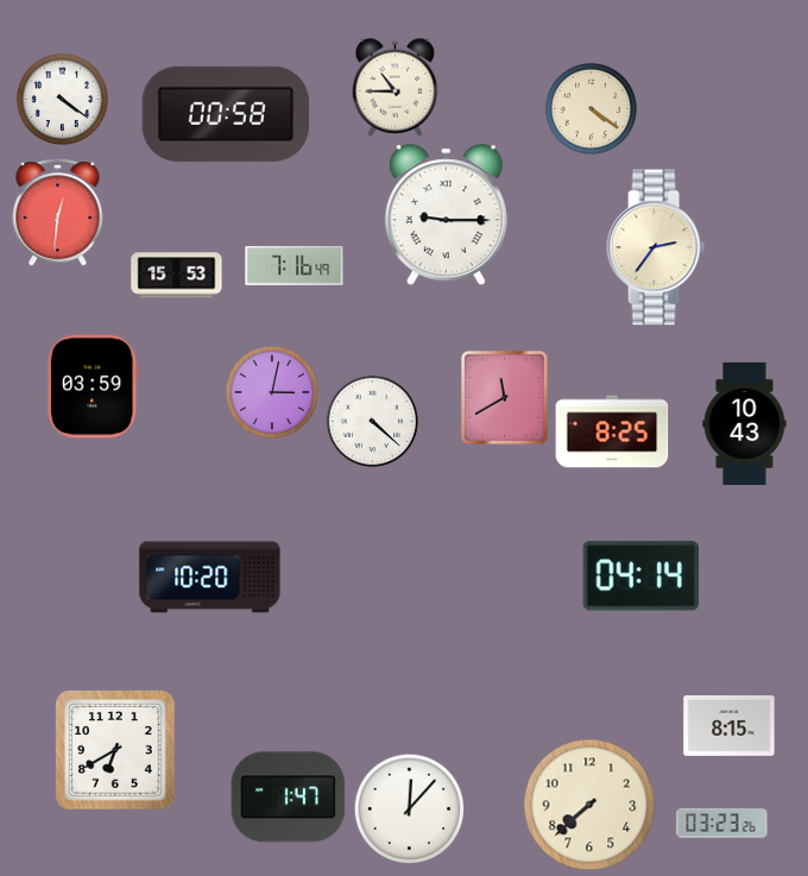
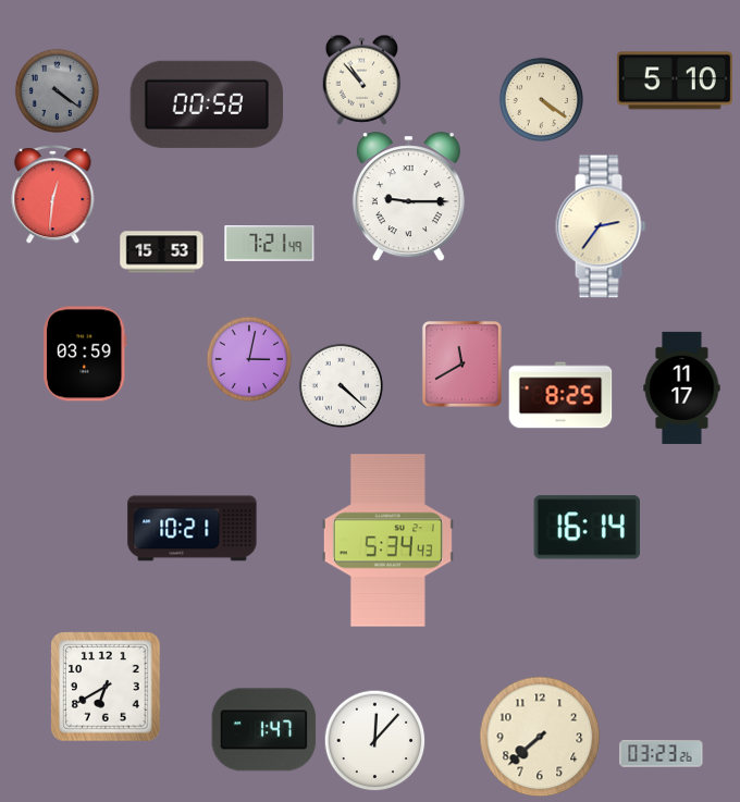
clock at (396, 87): 10:45 -> 10:53
clock at (675, 81): none -> 5:10
clock at (62, 99) dial: white -> grey
clock at (295, 266): 7:16 -> 7:21
clock at (745, 423): 10:43 -> 11:17
clock at (640, 576): 04:14 -> 16:14
clock at (210, 578): 10:20 -> 10:21
clock at (387, 541): none -> 5:34
clock at (730, 726): 8:15 -> none
